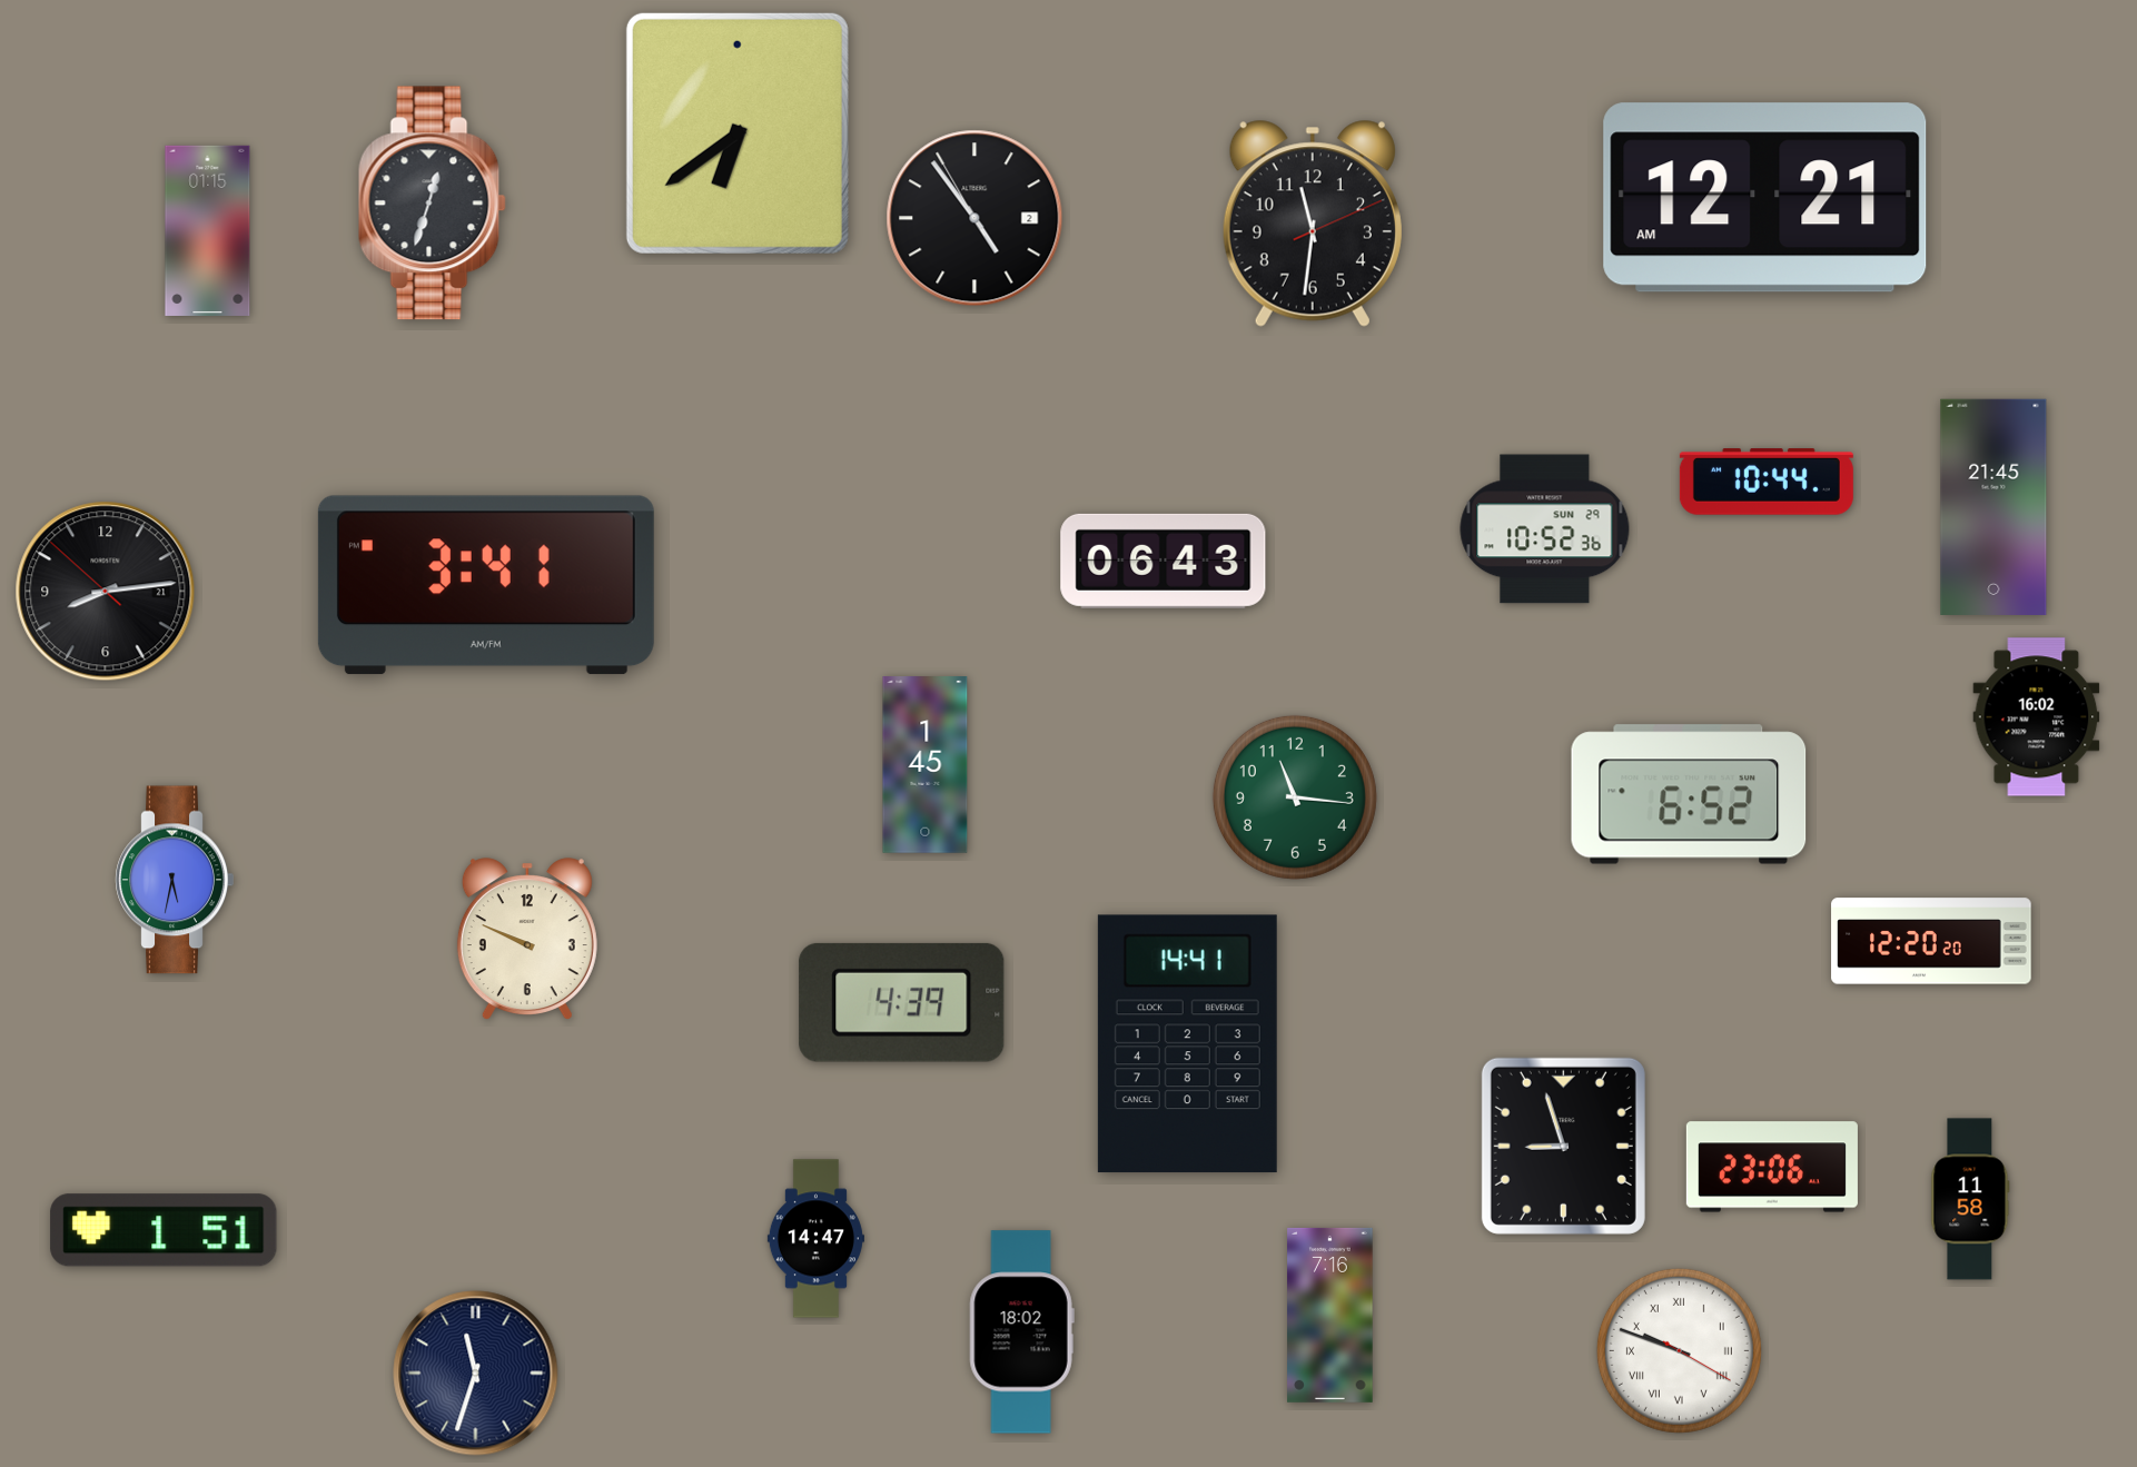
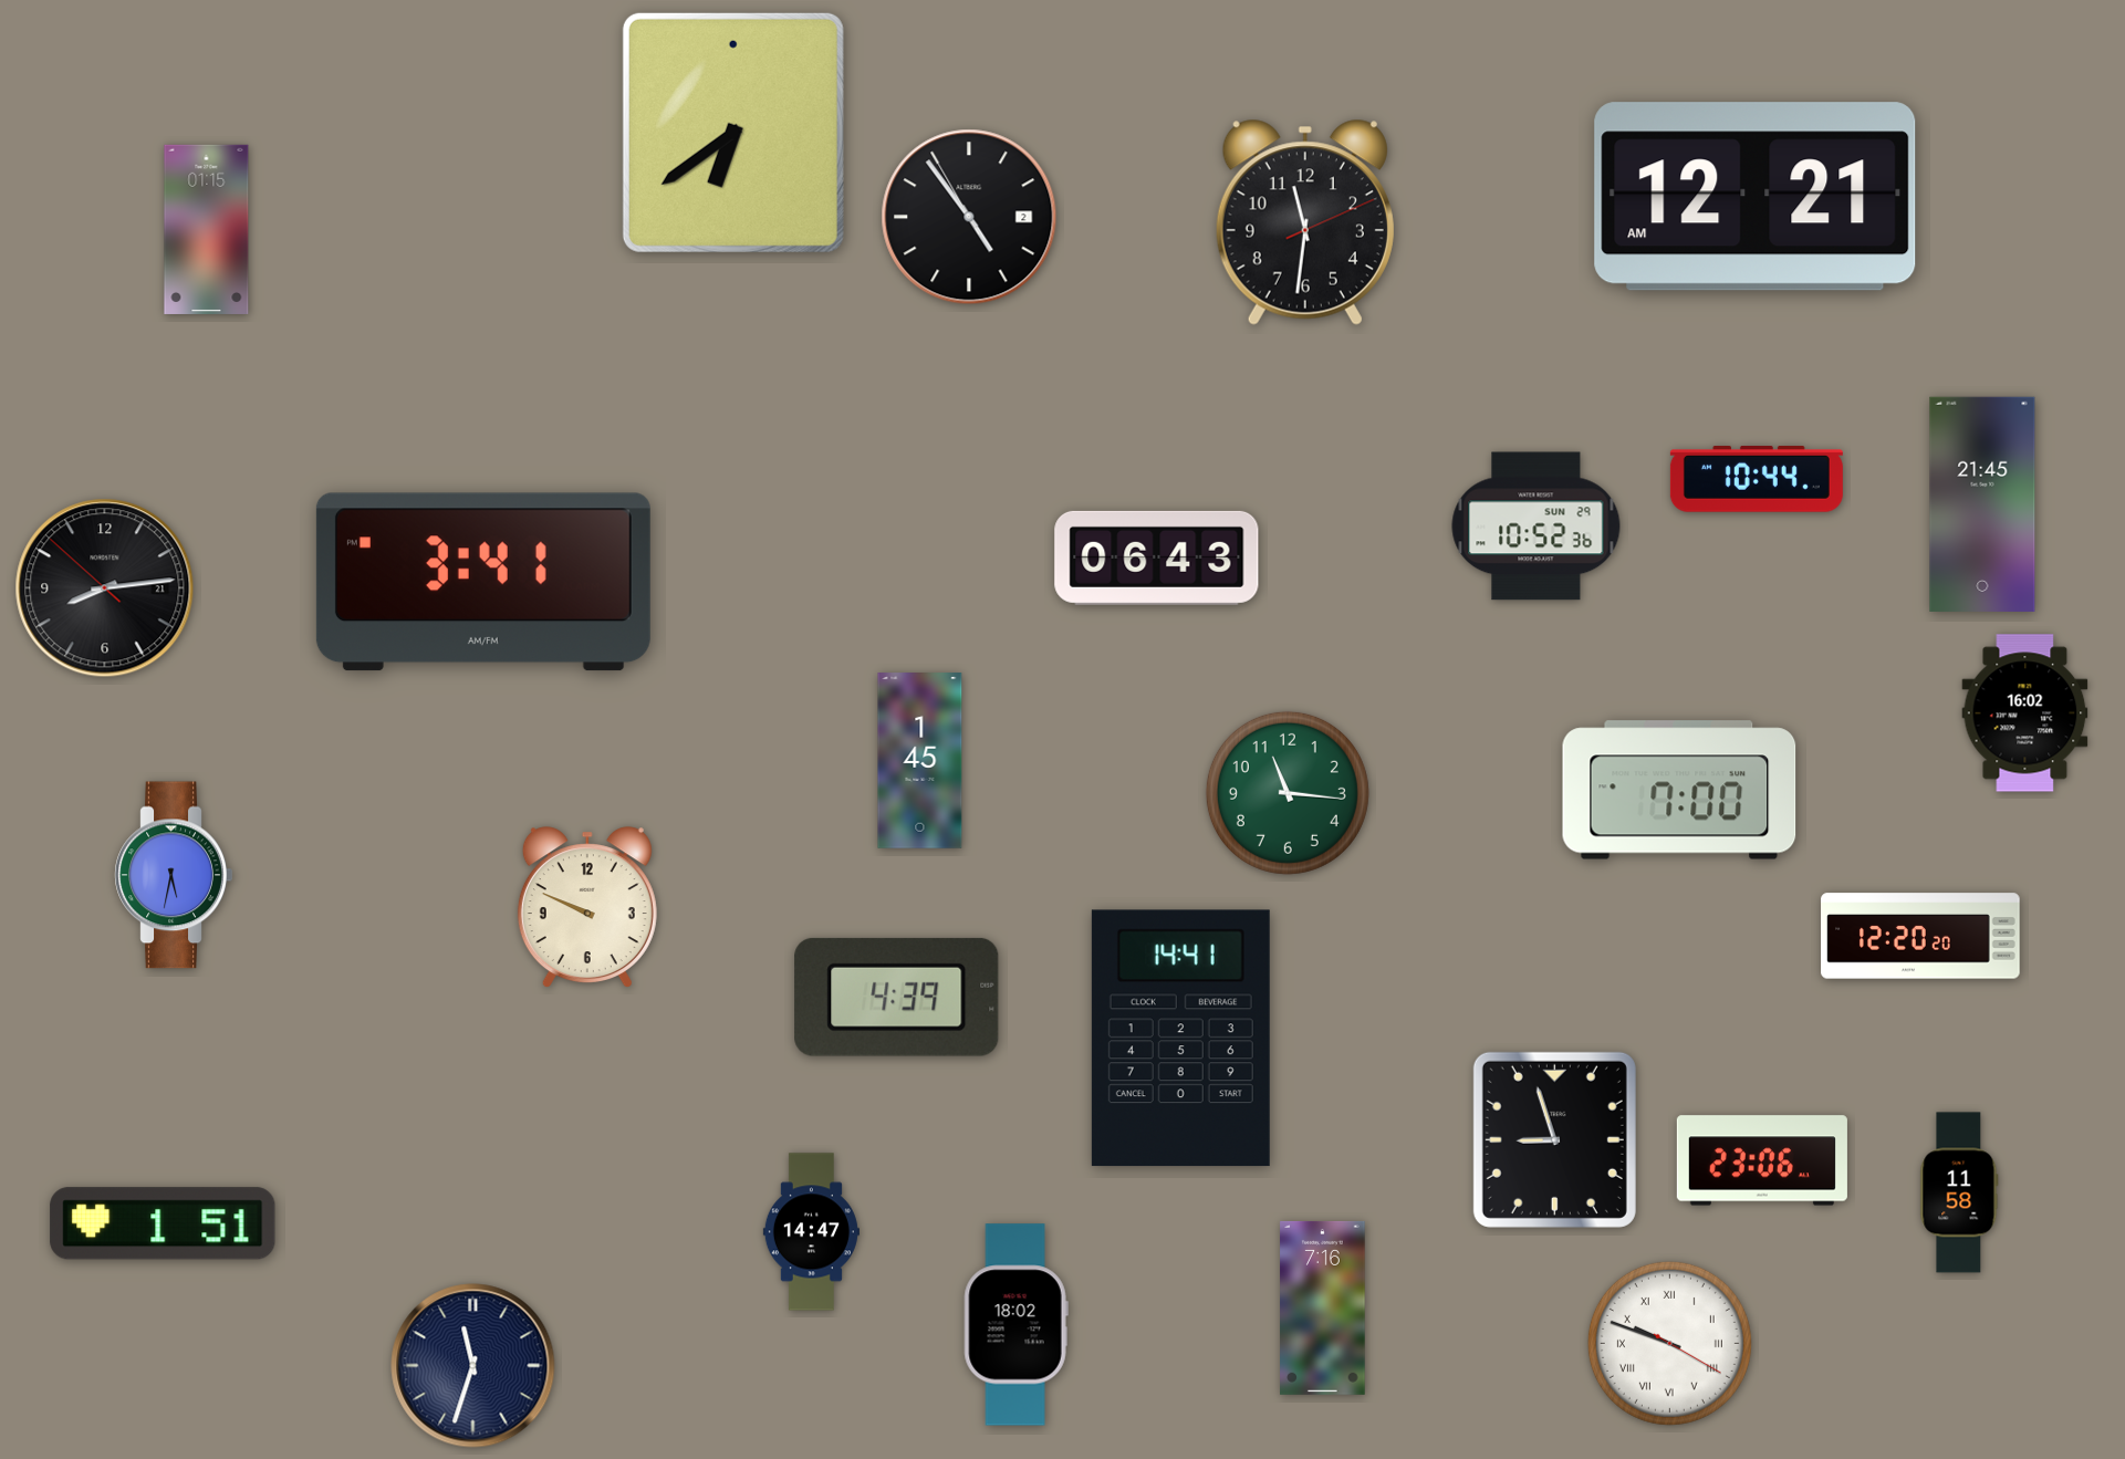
clock at (432, 204): 12:33 -> none
clock at (1689, 794): 6:52 -> 7:00
clock at (527, 939) position: (527, 939) -> (587, 907)
